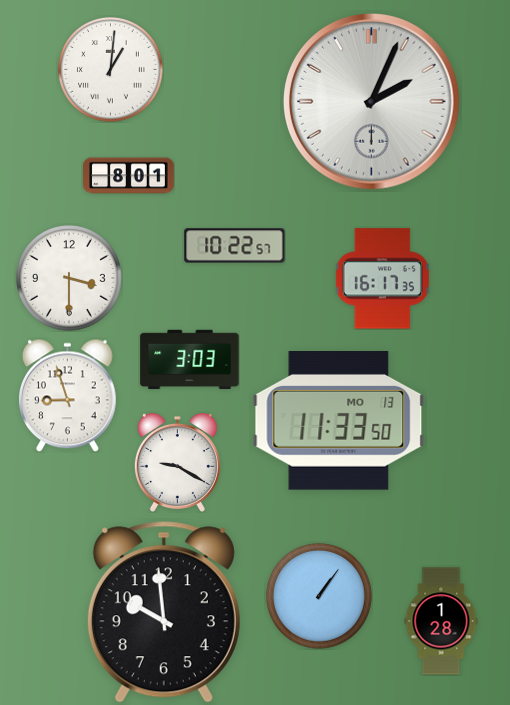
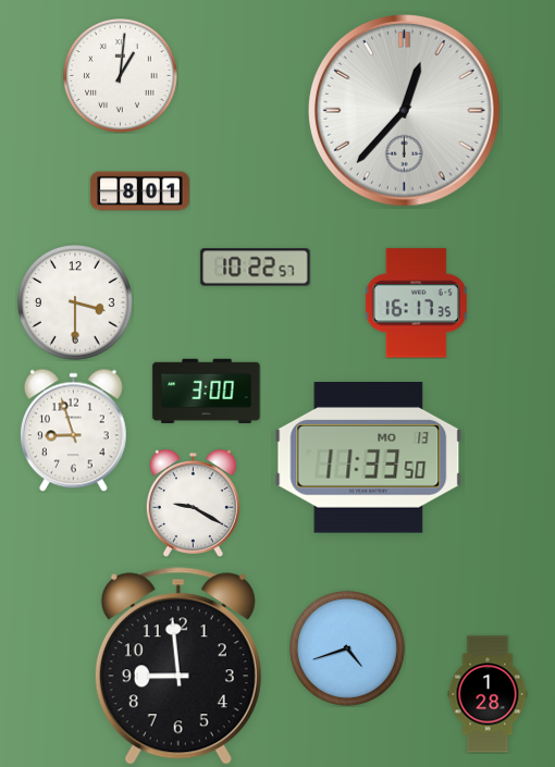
clock at (372, 102): 2:04 -> 12:37
clock at (190, 360): 3:03 -> 3:00
clock at (320, 597): 1:06 -> 4:42
clock at (164, 612): 9:59 -> 8:59
clock at (441, 621) position: (441, 621) -> (488, 694)
